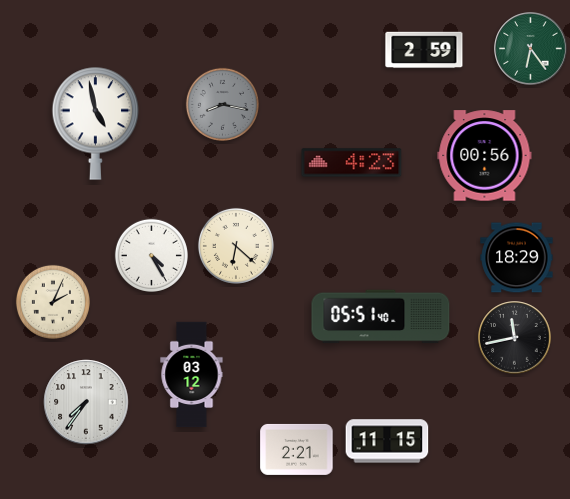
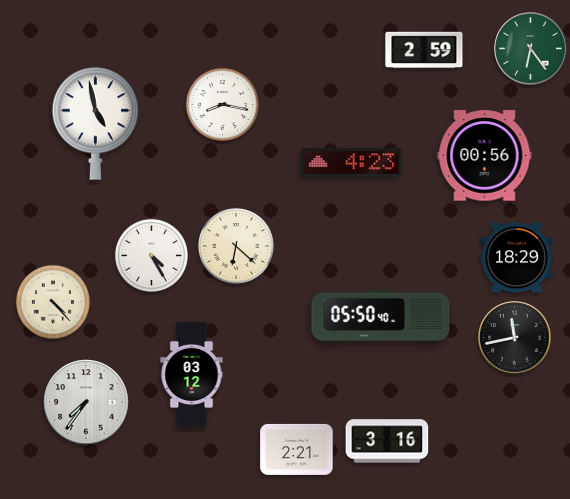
clock at (222, 104) dial: grey -> white
clock at (53, 302): 2:04 -> 4:23
clock at (381, 317): 05:51 -> 05:50
clock at (387, 441): 11:15 -> 3:16
